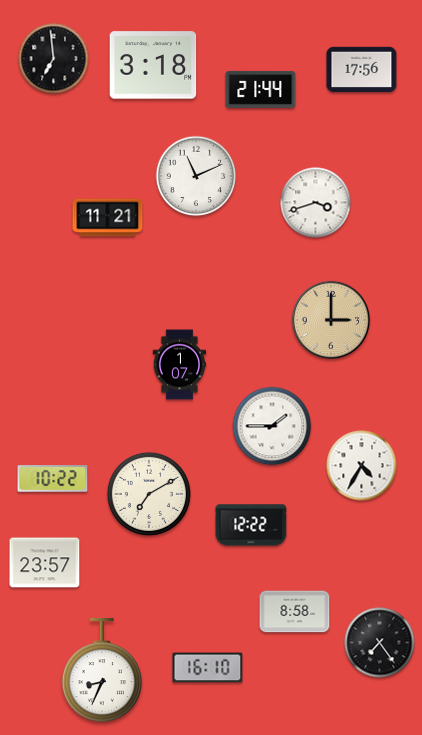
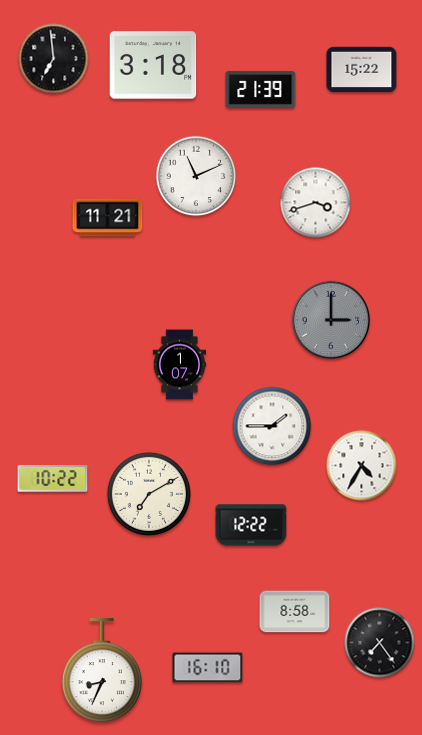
clock at (362, 70): 17:56 -> 15:22
clock at (261, 89): 21:44 -> 21:39
clock at (331, 320) dial: champagne -> grey
clock at (45, 563): 23:57 -> none
